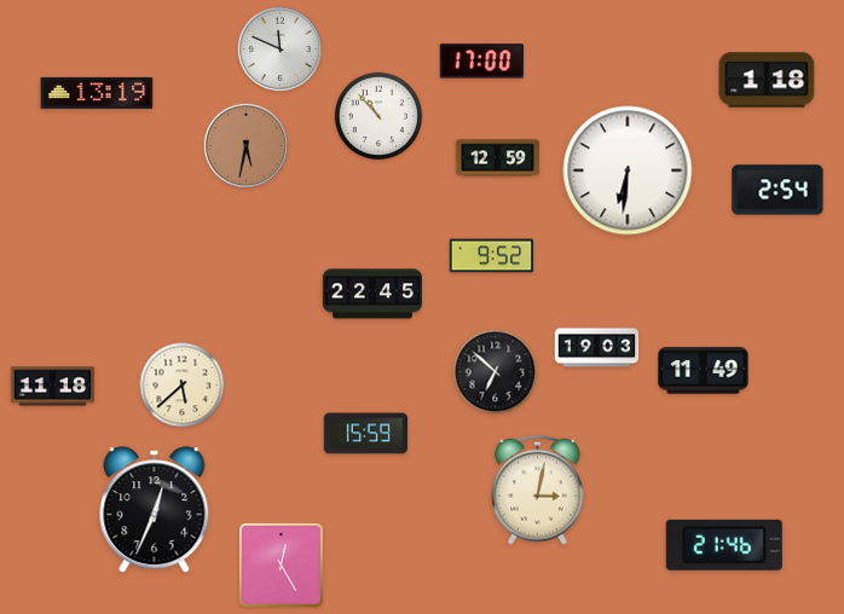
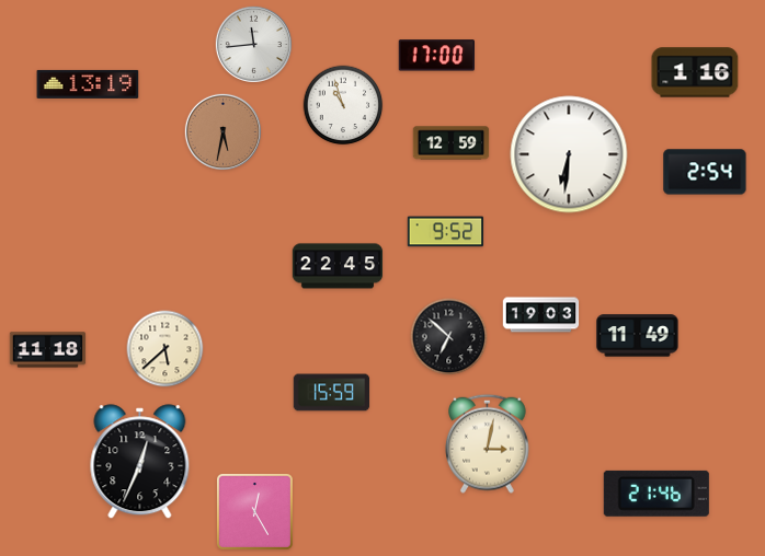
clock at (279, 48): 11:49 -> 11:44
clock at (767, 80): 1:18 -> 1:16
clock at (378, 116): 10:53 -> 10:57
